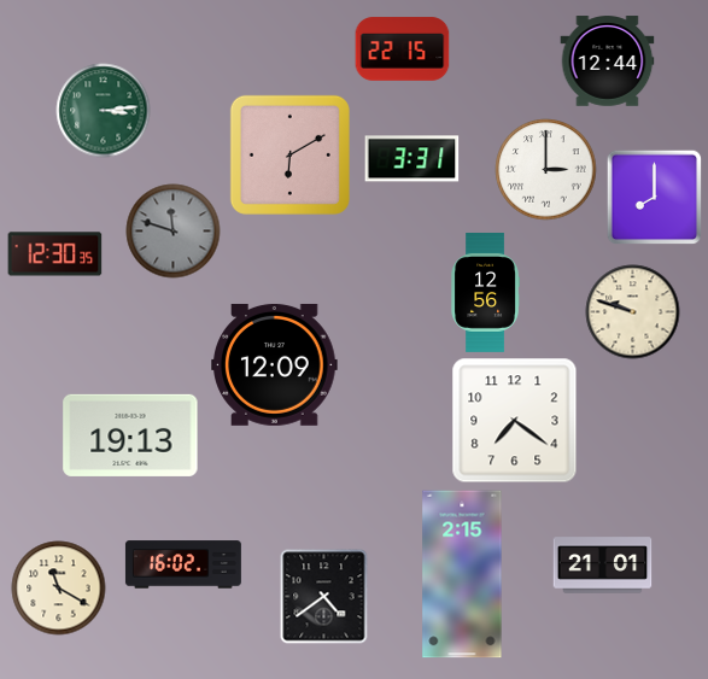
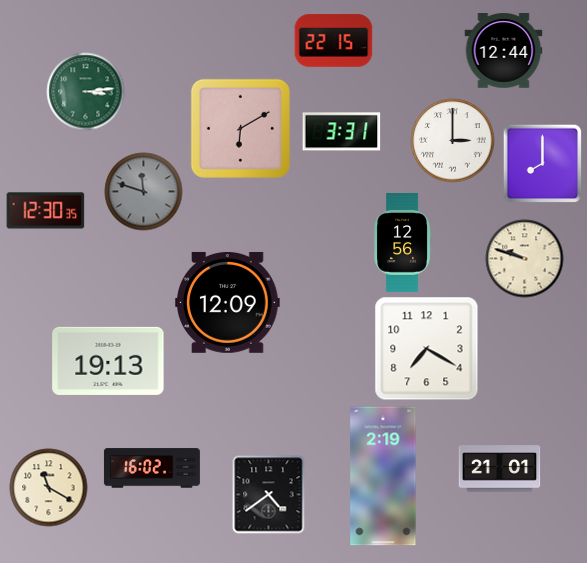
clock at (514, 420): 7:21 -> 7:20
clock at (462, 574): 2:15 -> 2:19
